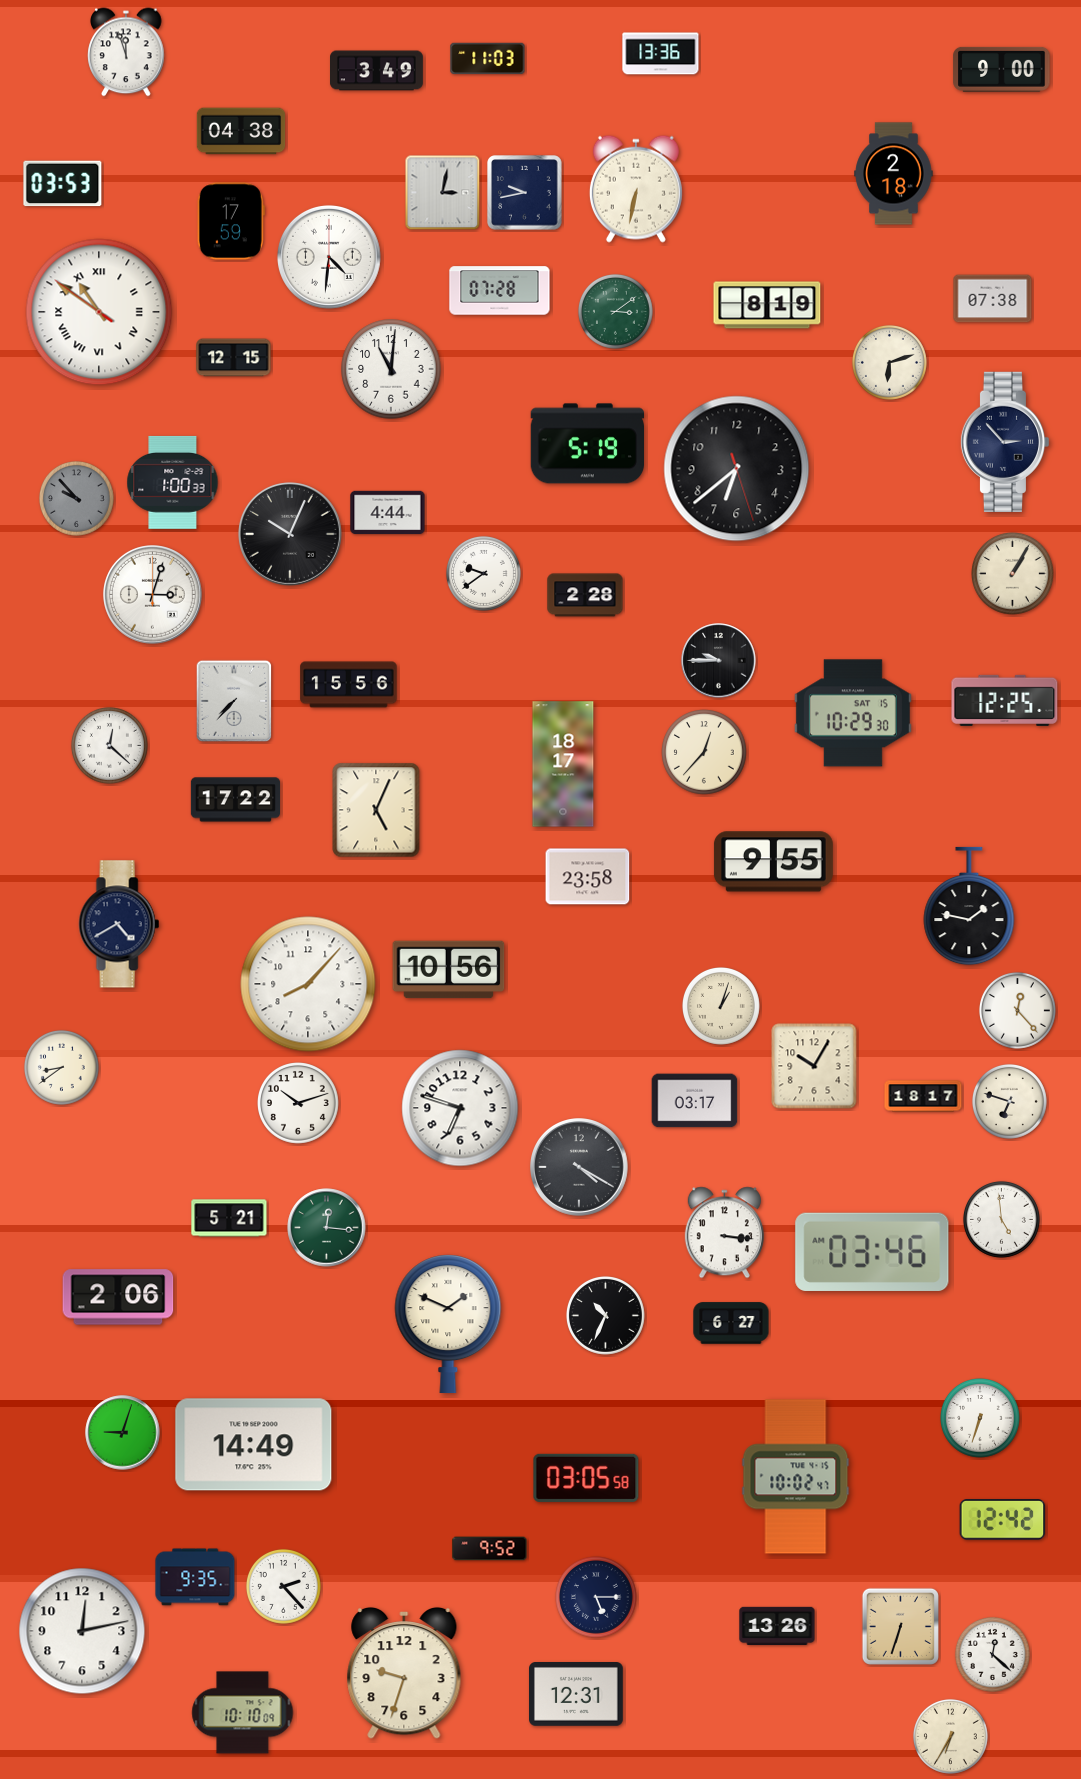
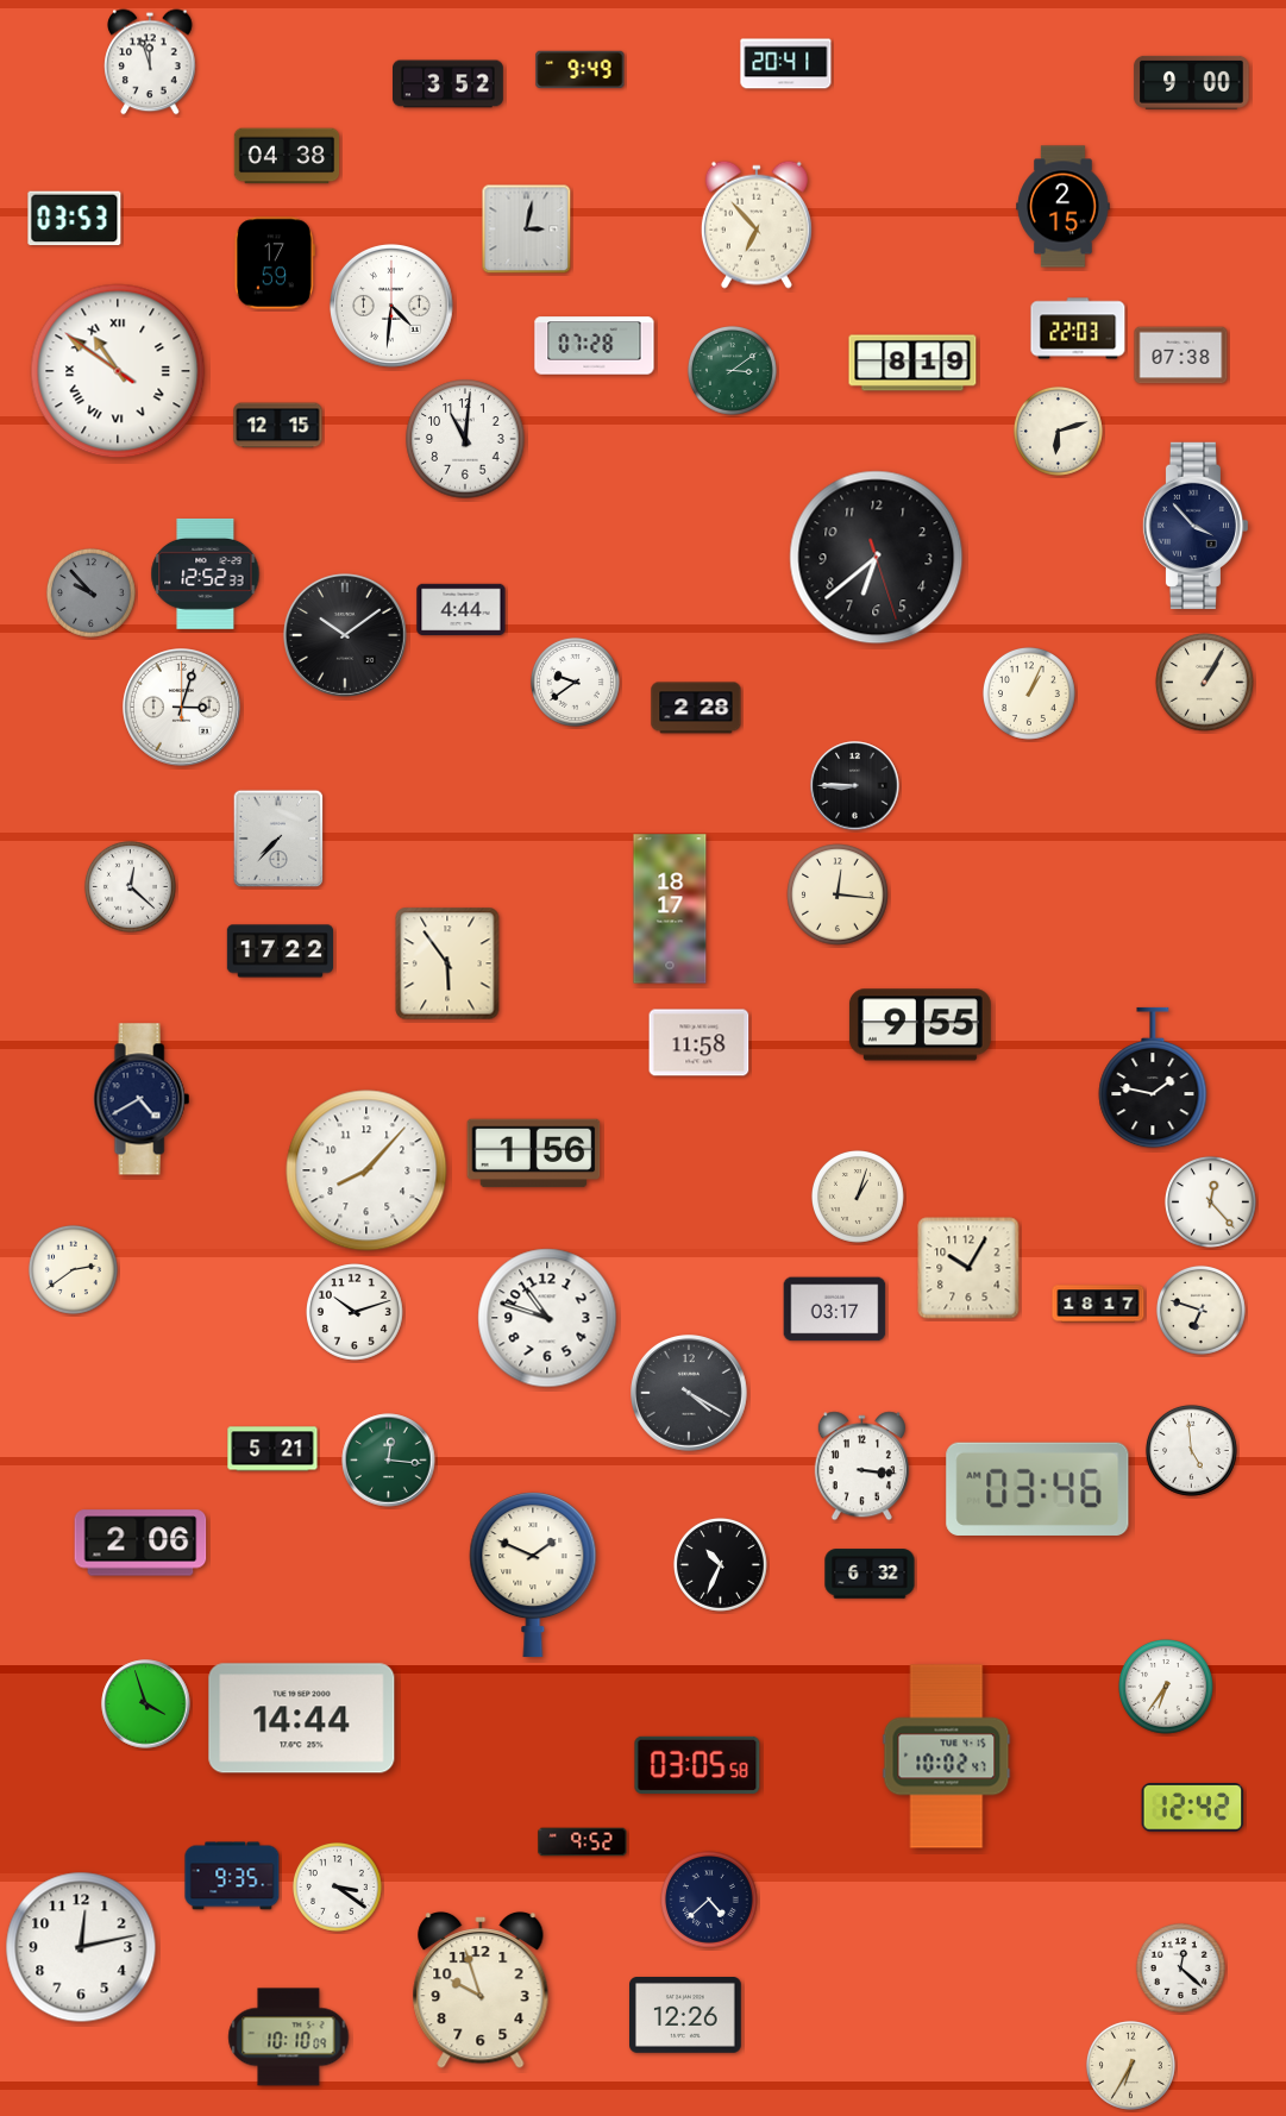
clock at (661, 54): 13:36 -> 20:41
clock at (488, 59): 11:03 -> 9:49
clock at (377, 71): 3:49 -> 3:52
clock at (894, 174): 2:18 -> 2:15
clock at (636, 189): 6:32 -> 6:53
clock at (525, 193): 9:43 -> none
clock at (1078, 328): none -> 22:03
clock at (1005, 442): 2:53 -> 3:53
clock at (588, 444): 5:19 -> none
clock at (173, 482): 1:00 -> 12:52
clock at (290, 534): 10:04 -> 10:09
clock at (1029, 693): none -> 1:04
clock at (719, 661): 9:45 -> 8:45
clock at (349, 685): 15:56 -> none
clock at (1005, 700): 12:25 -> none
clock at (234, 701) position: (234, 701) -> (278, 839)
clock at (853, 713): 10:29 -> none
clock at (704, 752): 12:37 -> 12:16
clock at (376, 810): 5:04 -> 5:54
clock at (588, 877): 23:58 -> 11:58
clock at (449, 970): 10:56 -> 1:56
clock at (61, 1067): 8:39 -> 2:39
clock at (695, 1101) position: (695, 1101) -> (835, 1310)
clock at (460, 1108): 6:48 -> 10:48
clock at (580, 1168) position: (580, 1168) -> (690, 1394)
clock at (731, 1323): 6:27 -> 6:32
clock at (981, 1419): 6:33 -> 6:36
clock at (123, 1433): 9:03 -> 3:57
clock at (254, 1445): 14:49 -> 14:44
clock at (586, 1478) position: (586, 1478) -> (697, 1765)
clock at (283, 1586): 2:23 -> 3:21
clock at (597, 1598): 5:15 -> 4:38
clock at (777, 1625): 13:26 -> none
clock at (900, 1626): 6:33 -> none
clock at (82, 1631) position: (82, 1631) -> (81, 1947)
clock at (404, 1673): 9:33 -> 9:57
clock at (577, 1695): 12:31 -> 12:26
